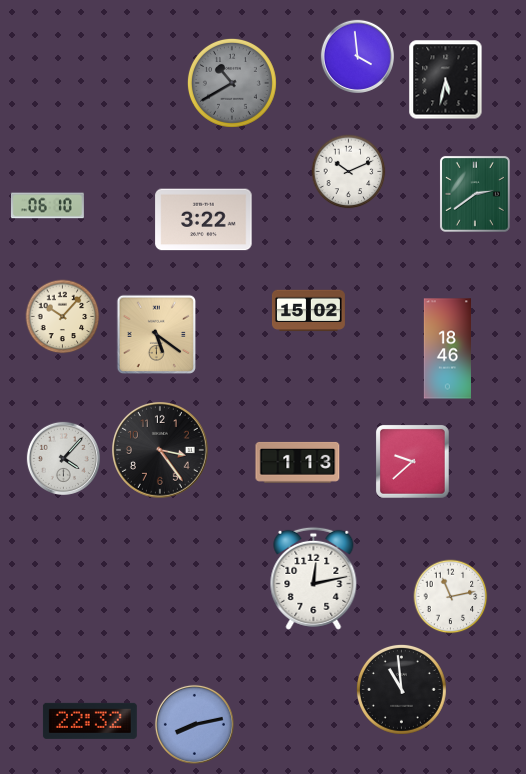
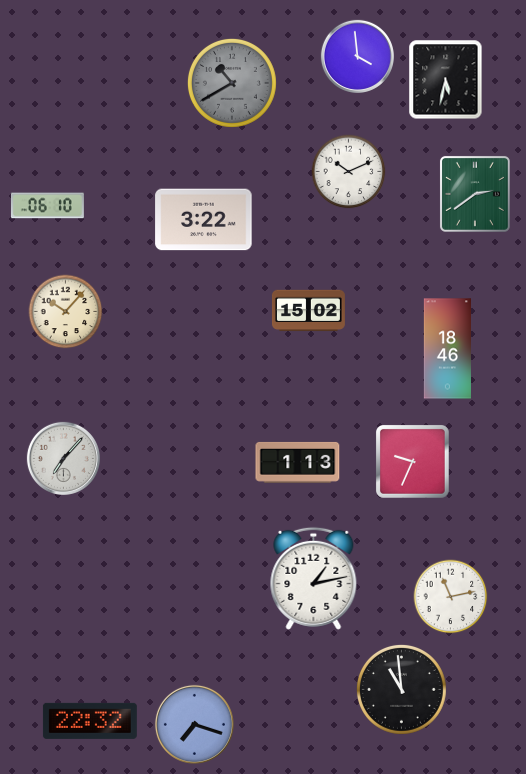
clock at (63, 317) position: (63, 317) -> (66, 312)
clock at (156, 334): 5:21 -> none
clock at (161, 451): 3:24 -> none
clock at (63, 458): 4:07 -> 7:07
clock at (413, 462): 9:38 -> 9:34
clock at (314, 578): 12:13 -> 1:13
clock at (194, 724): 8:13 -> 7:18
